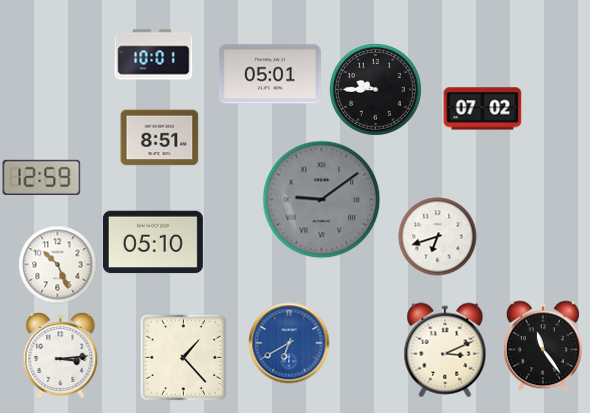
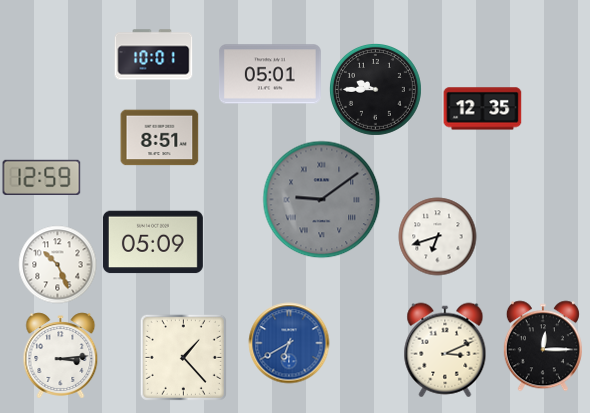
clock at (482, 109): 07:02 -> 12:35
clock at (153, 242): 05:10 -> 05:09
clock at (543, 346): 11:24 -> 12:15
